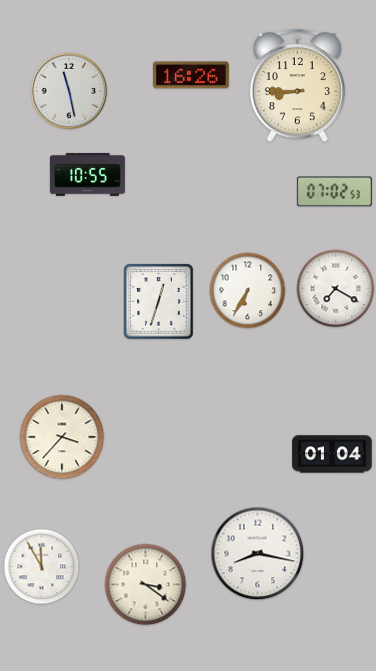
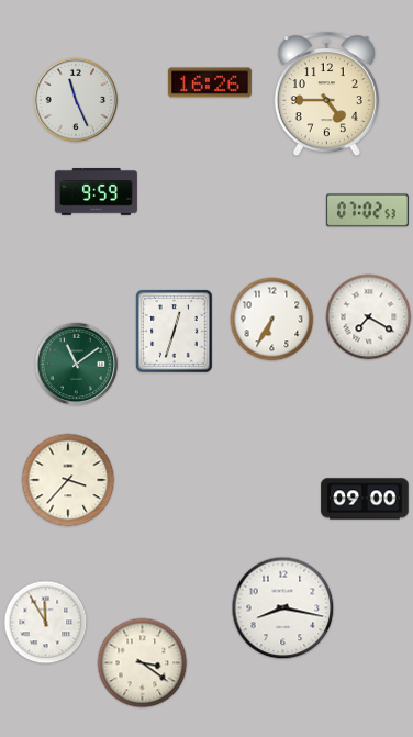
clock at (297, 87): 8:45 -> 4:45
clock at (69, 91): 11:28 -> 11:26
clock at (87, 175): 10:55 -> 9:59
clock at (77, 365): none -> 11:09
clock at (332, 454): 01:04 -> 09:00
clock at (146, 585) position: (146, 585) -> (143, 663)
